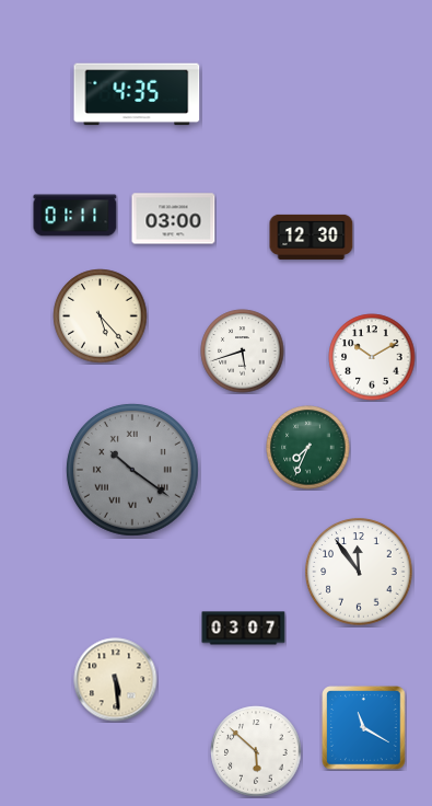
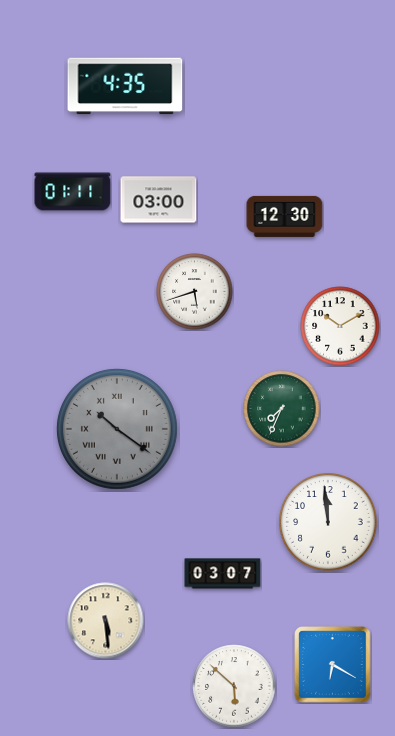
clock at (75, 216) position: (75, 216) -> (73, 192)
clock at (101, 316): 5:23 -> none
clock at (243, 352) position: (243, 352) -> (195, 292)
clock at (132, 470) position: (132, 470) -> (117, 429)
clock at (359, 572): 11:54 -> 11:59
clock at (364, 728): 11:20 -> 6:20
